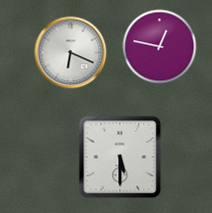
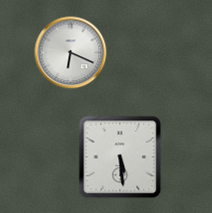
clock at (160, 47): 12:47 -> none
clock at (120, 157): 5:30 -> 5:29
